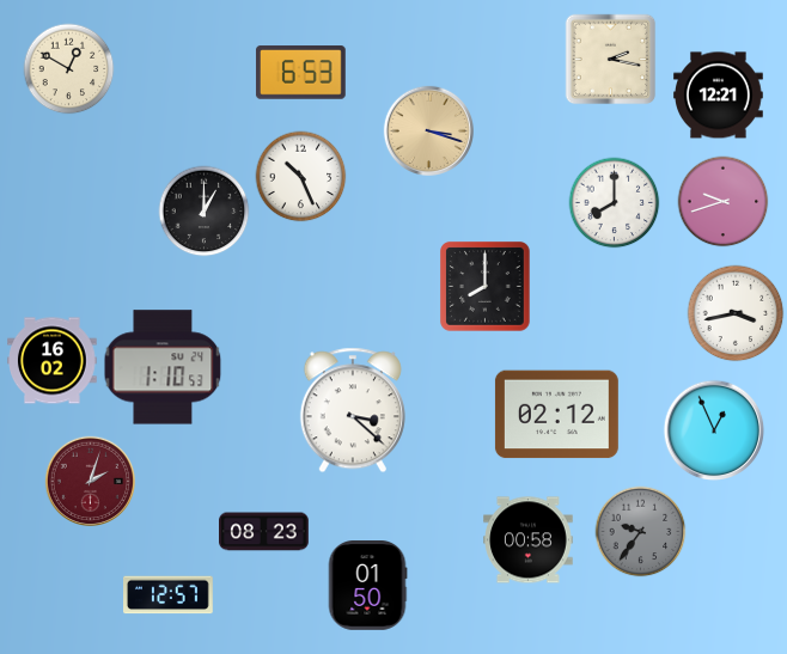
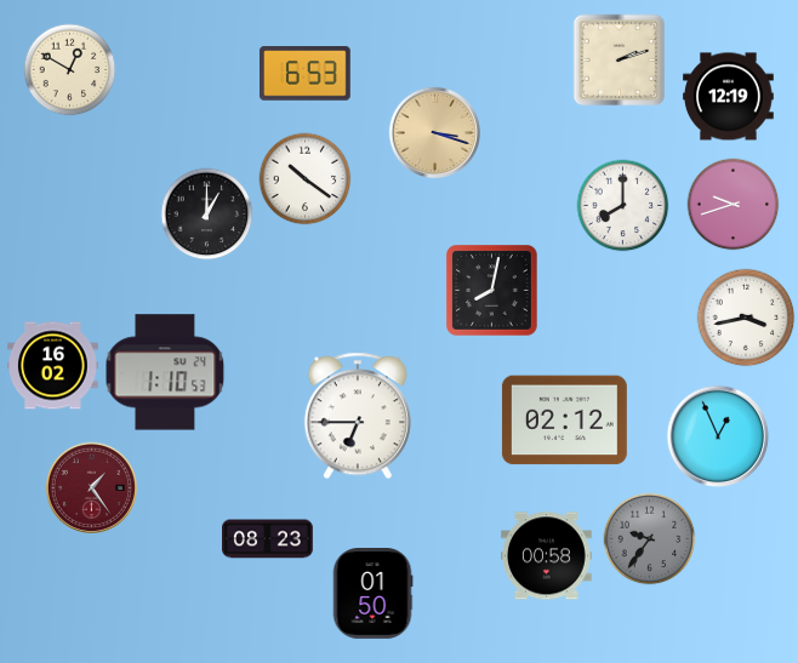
clock at (611, 60): 2:17 -> 2:12
clock at (719, 96): 12:21 -> 12:19
clock at (301, 177): 10:26 -> 10:21
clock at (486, 287): 8:00 -> 8:02
clock at (353, 410): 3:22 -> 6:45
clock at (714, 430) position: (714, 430) -> (718, 436)
clock at (90, 481): 2:03 -> 1:24
clock at (529, 540) position: (529, 540) -> (547, 556)
clock at (169, 595): 12:57 -> none
